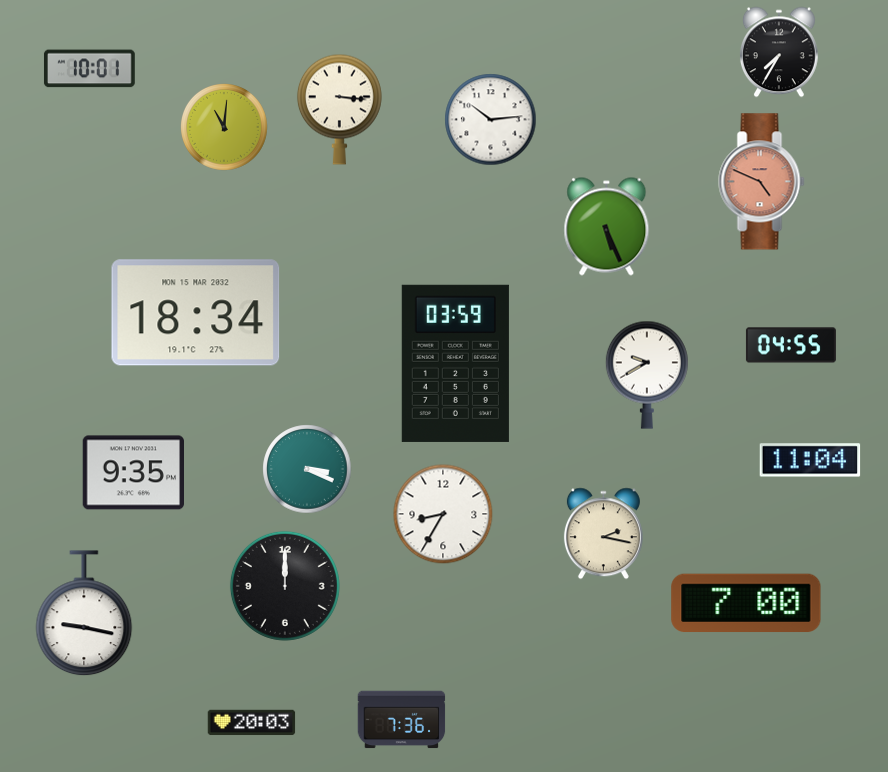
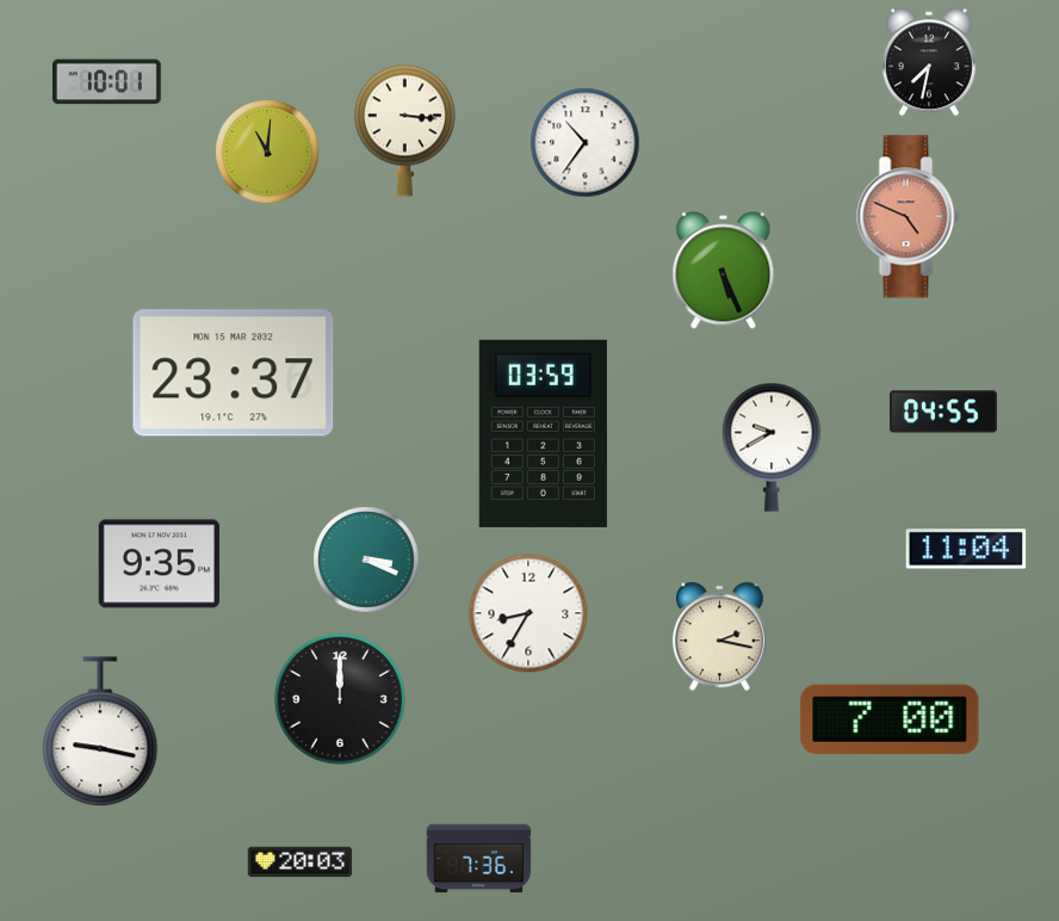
clock at (779, 52): 7:35 -> 7:32
clock at (491, 120): 10:14 -> 10:36
clock at (196, 313): 18:34 -> 23:37
